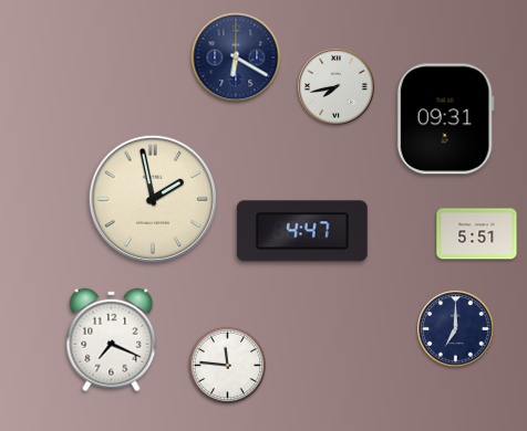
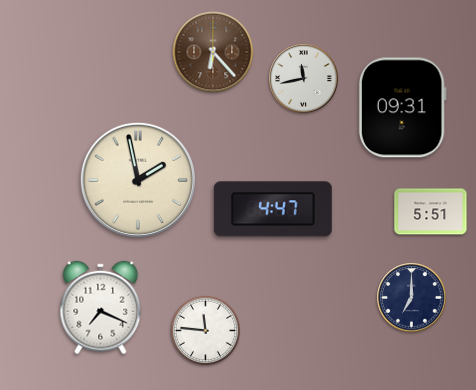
clock at (236, 57): 6:20 -> 6:23
clock at (236, 57) dial: navy -> brown
clock at (337, 87): 7:43 -> 11:43
